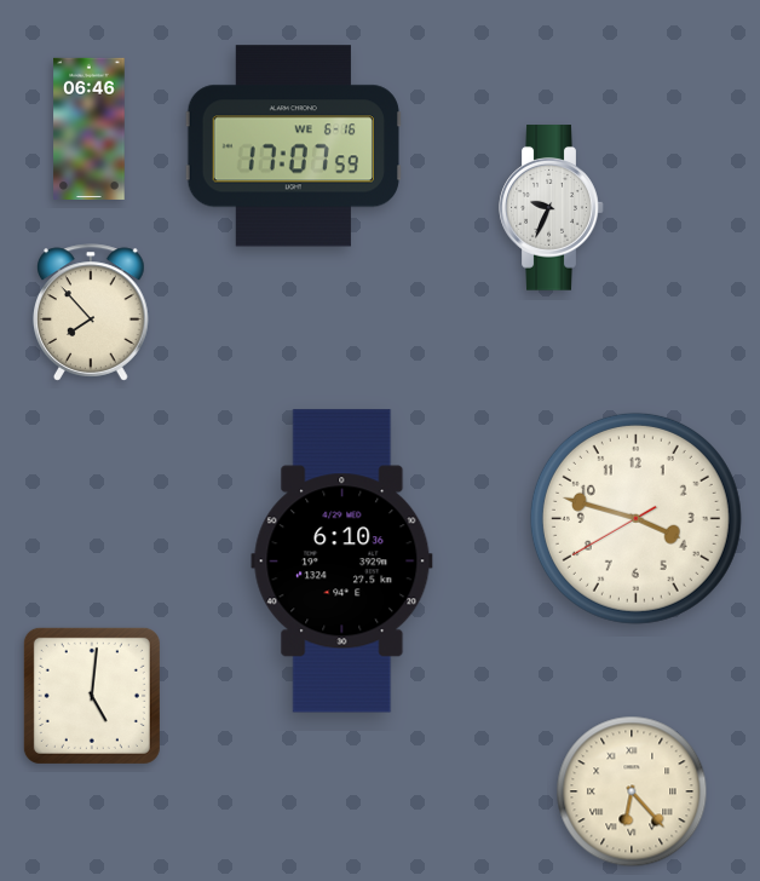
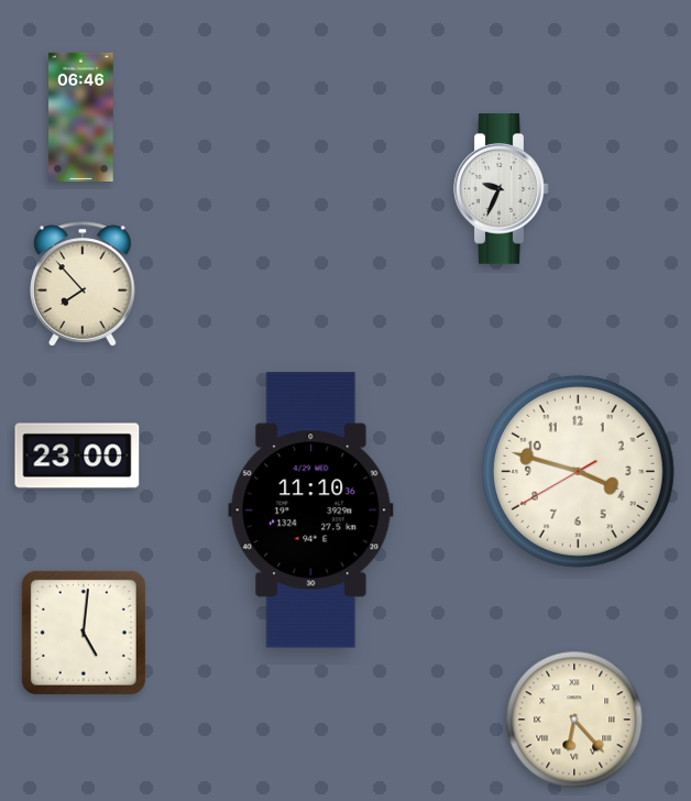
clock at (293, 146): 17:07 -> none
clock at (77, 456): none -> 23:00
clock at (342, 562): 6:10 -> 11:10
